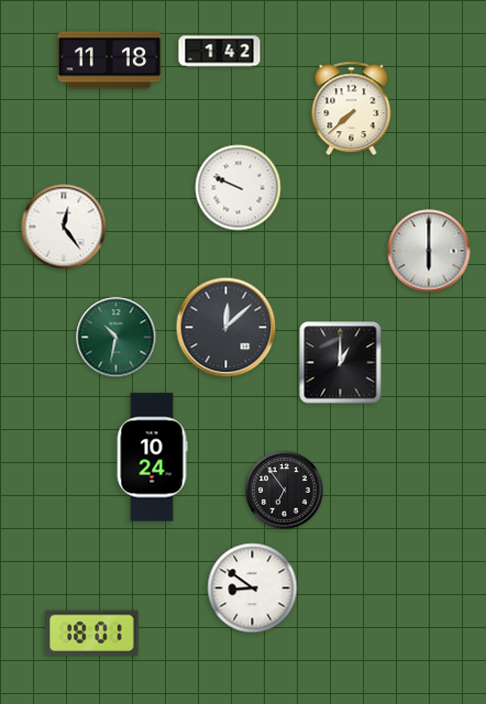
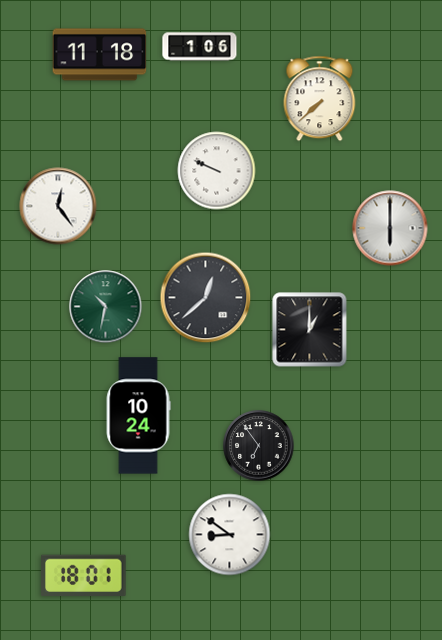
clock at (220, 52): 1:42 -> 1:06
clock at (227, 328): 12:08 -> 12:38
